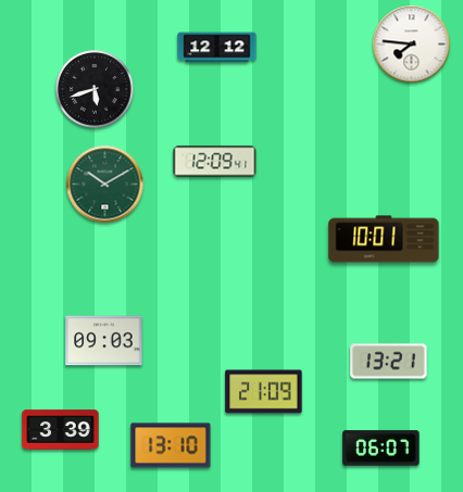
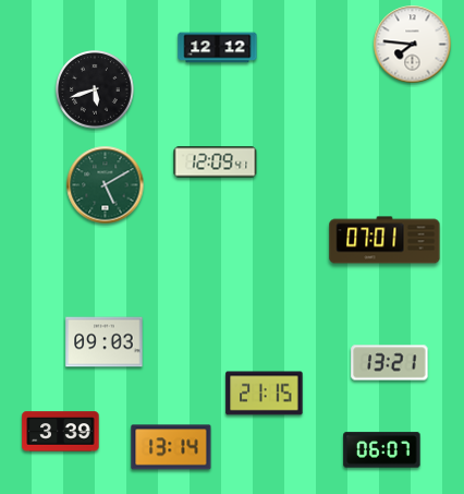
clock at (105, 185): 10:10 -> 5:10
clock at (384, 239): 10:01 -> 07:01
clock at (264, 392): 21:09 -> 21:15
clock at (171, 445): 13:10 -> 13:14
